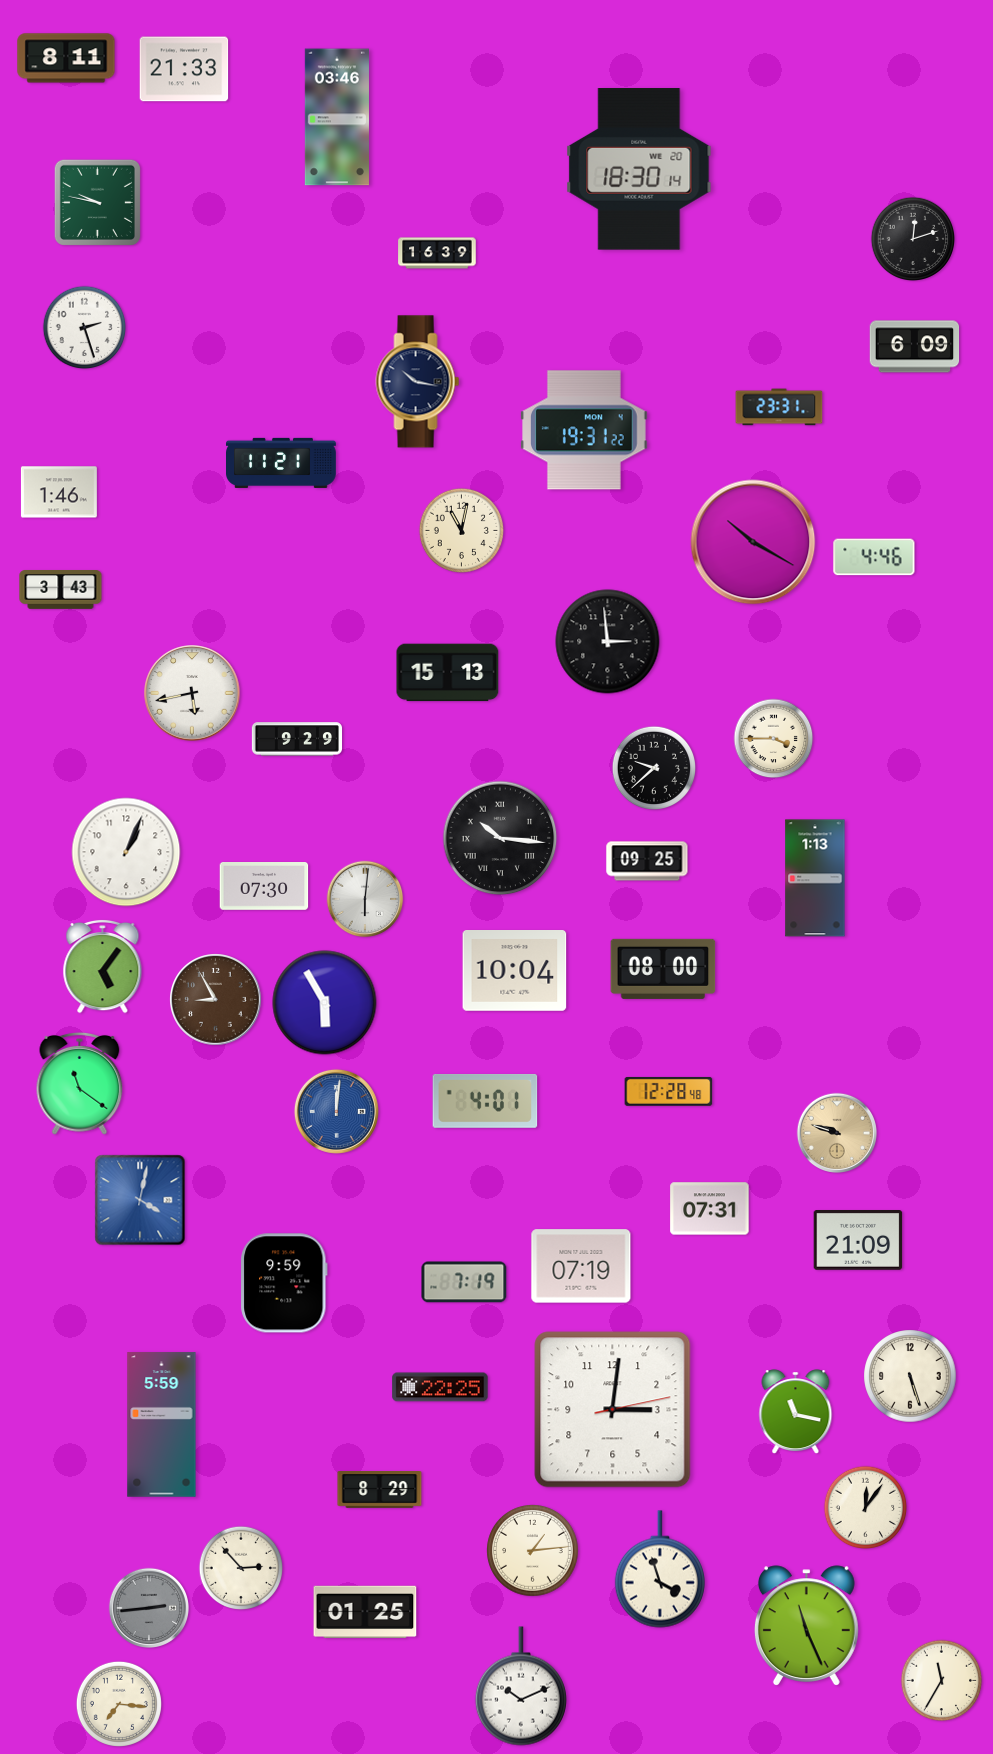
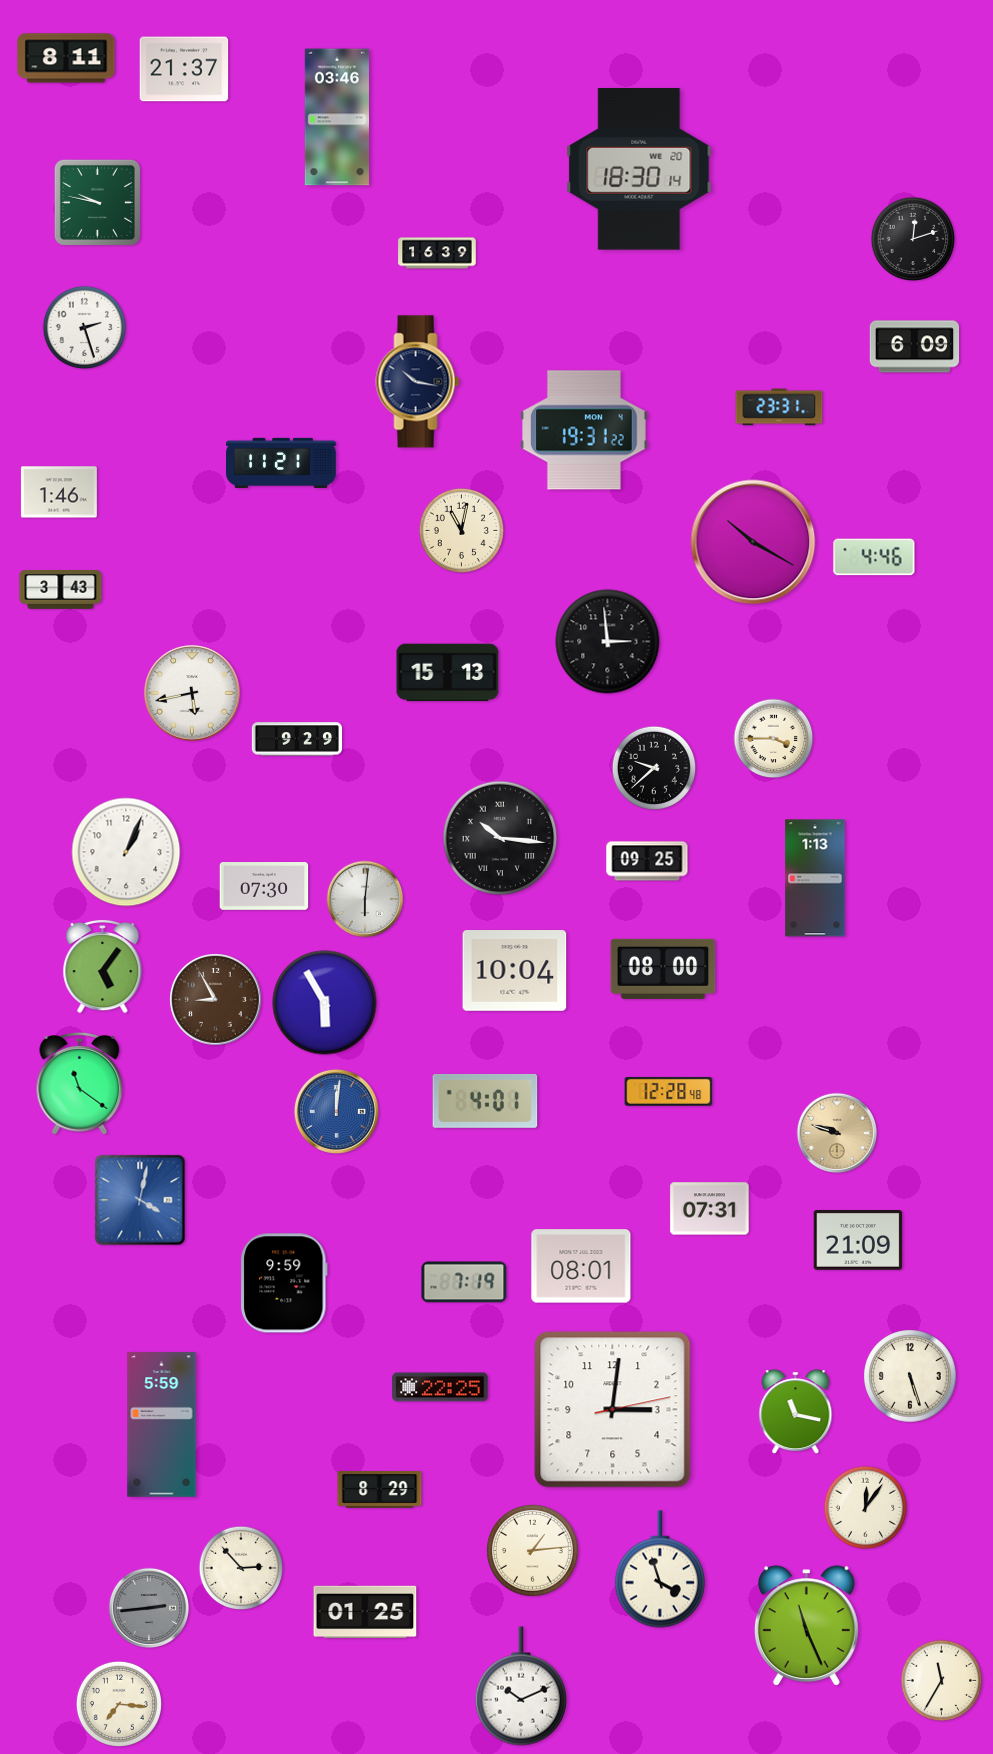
clock at (184, 69): 21:33 -> 21:37
clock at (581, 1266): 07:19 -> 08:01
